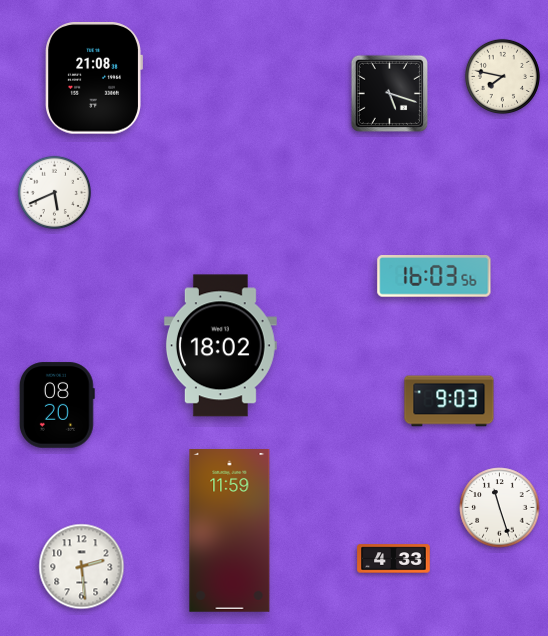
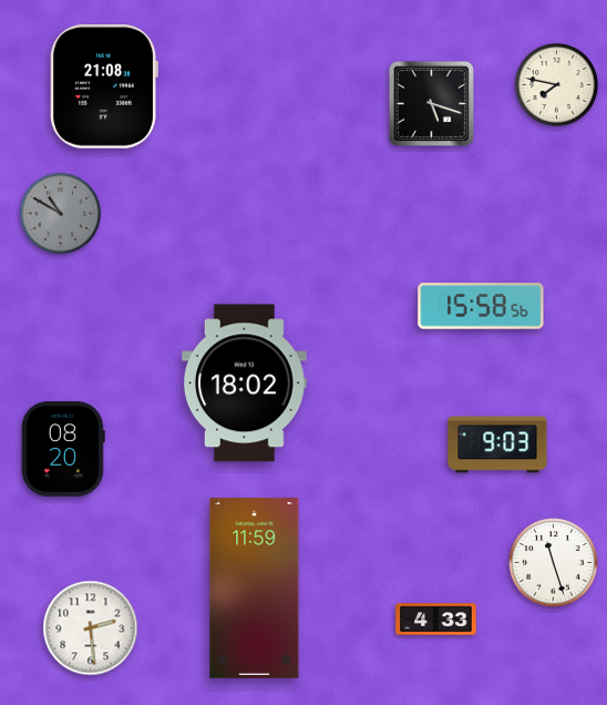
clock at (55, 193): 5:41 -> 10:50
clock at (55, 193) dial: white -> grey
clock at (434, 277): 16:03 -> 15:58
